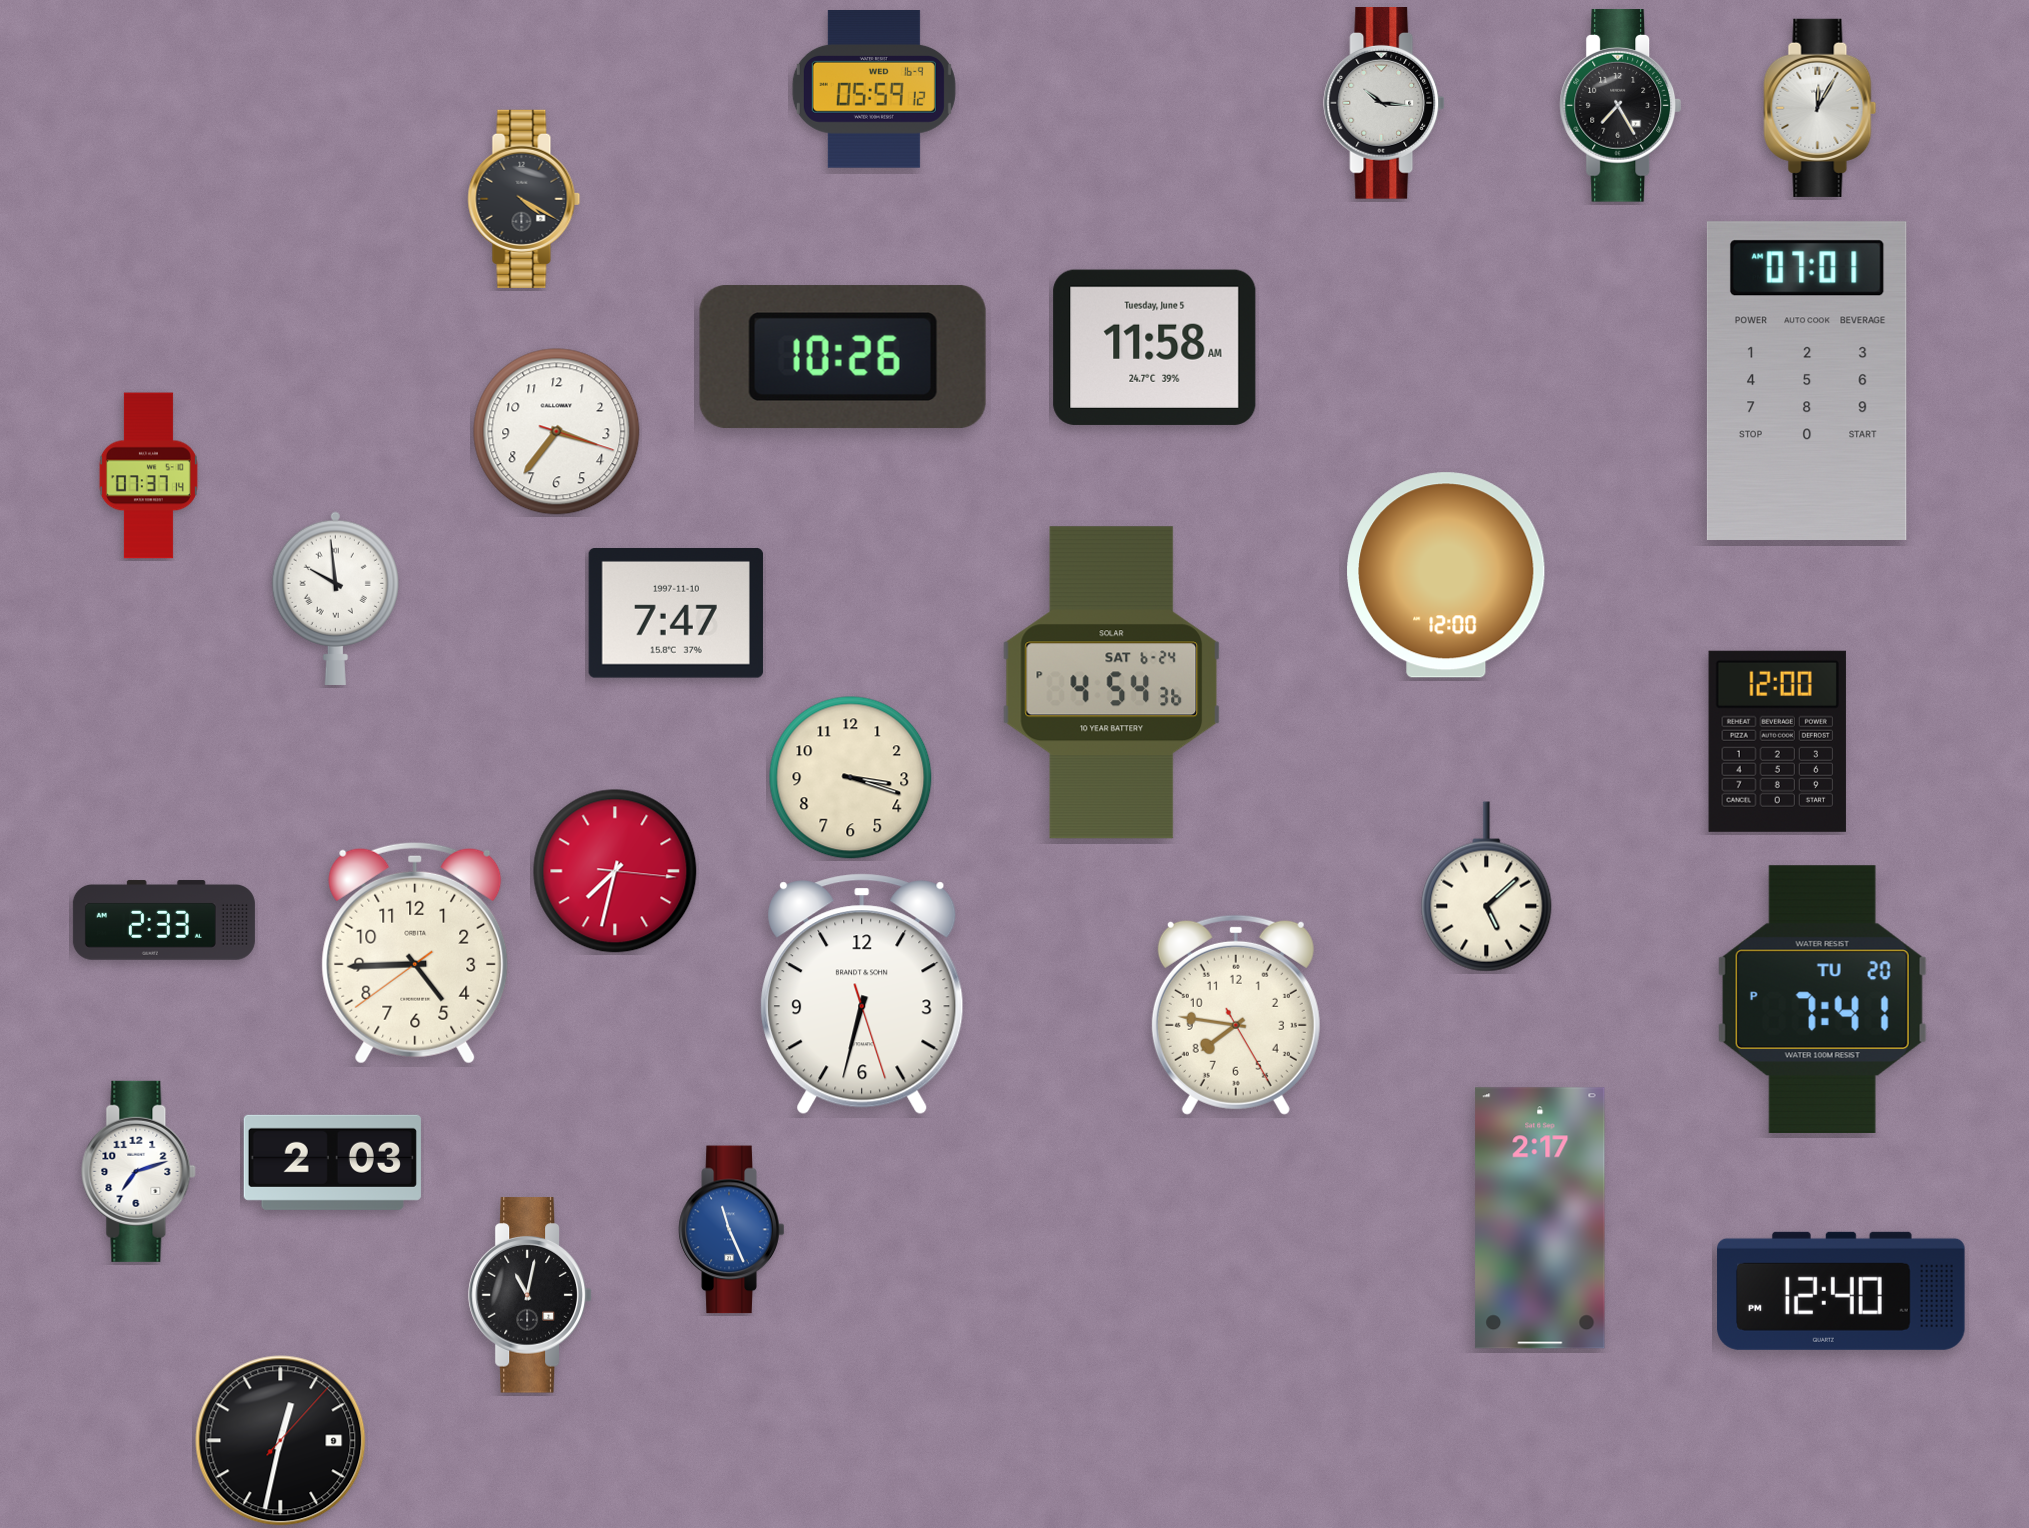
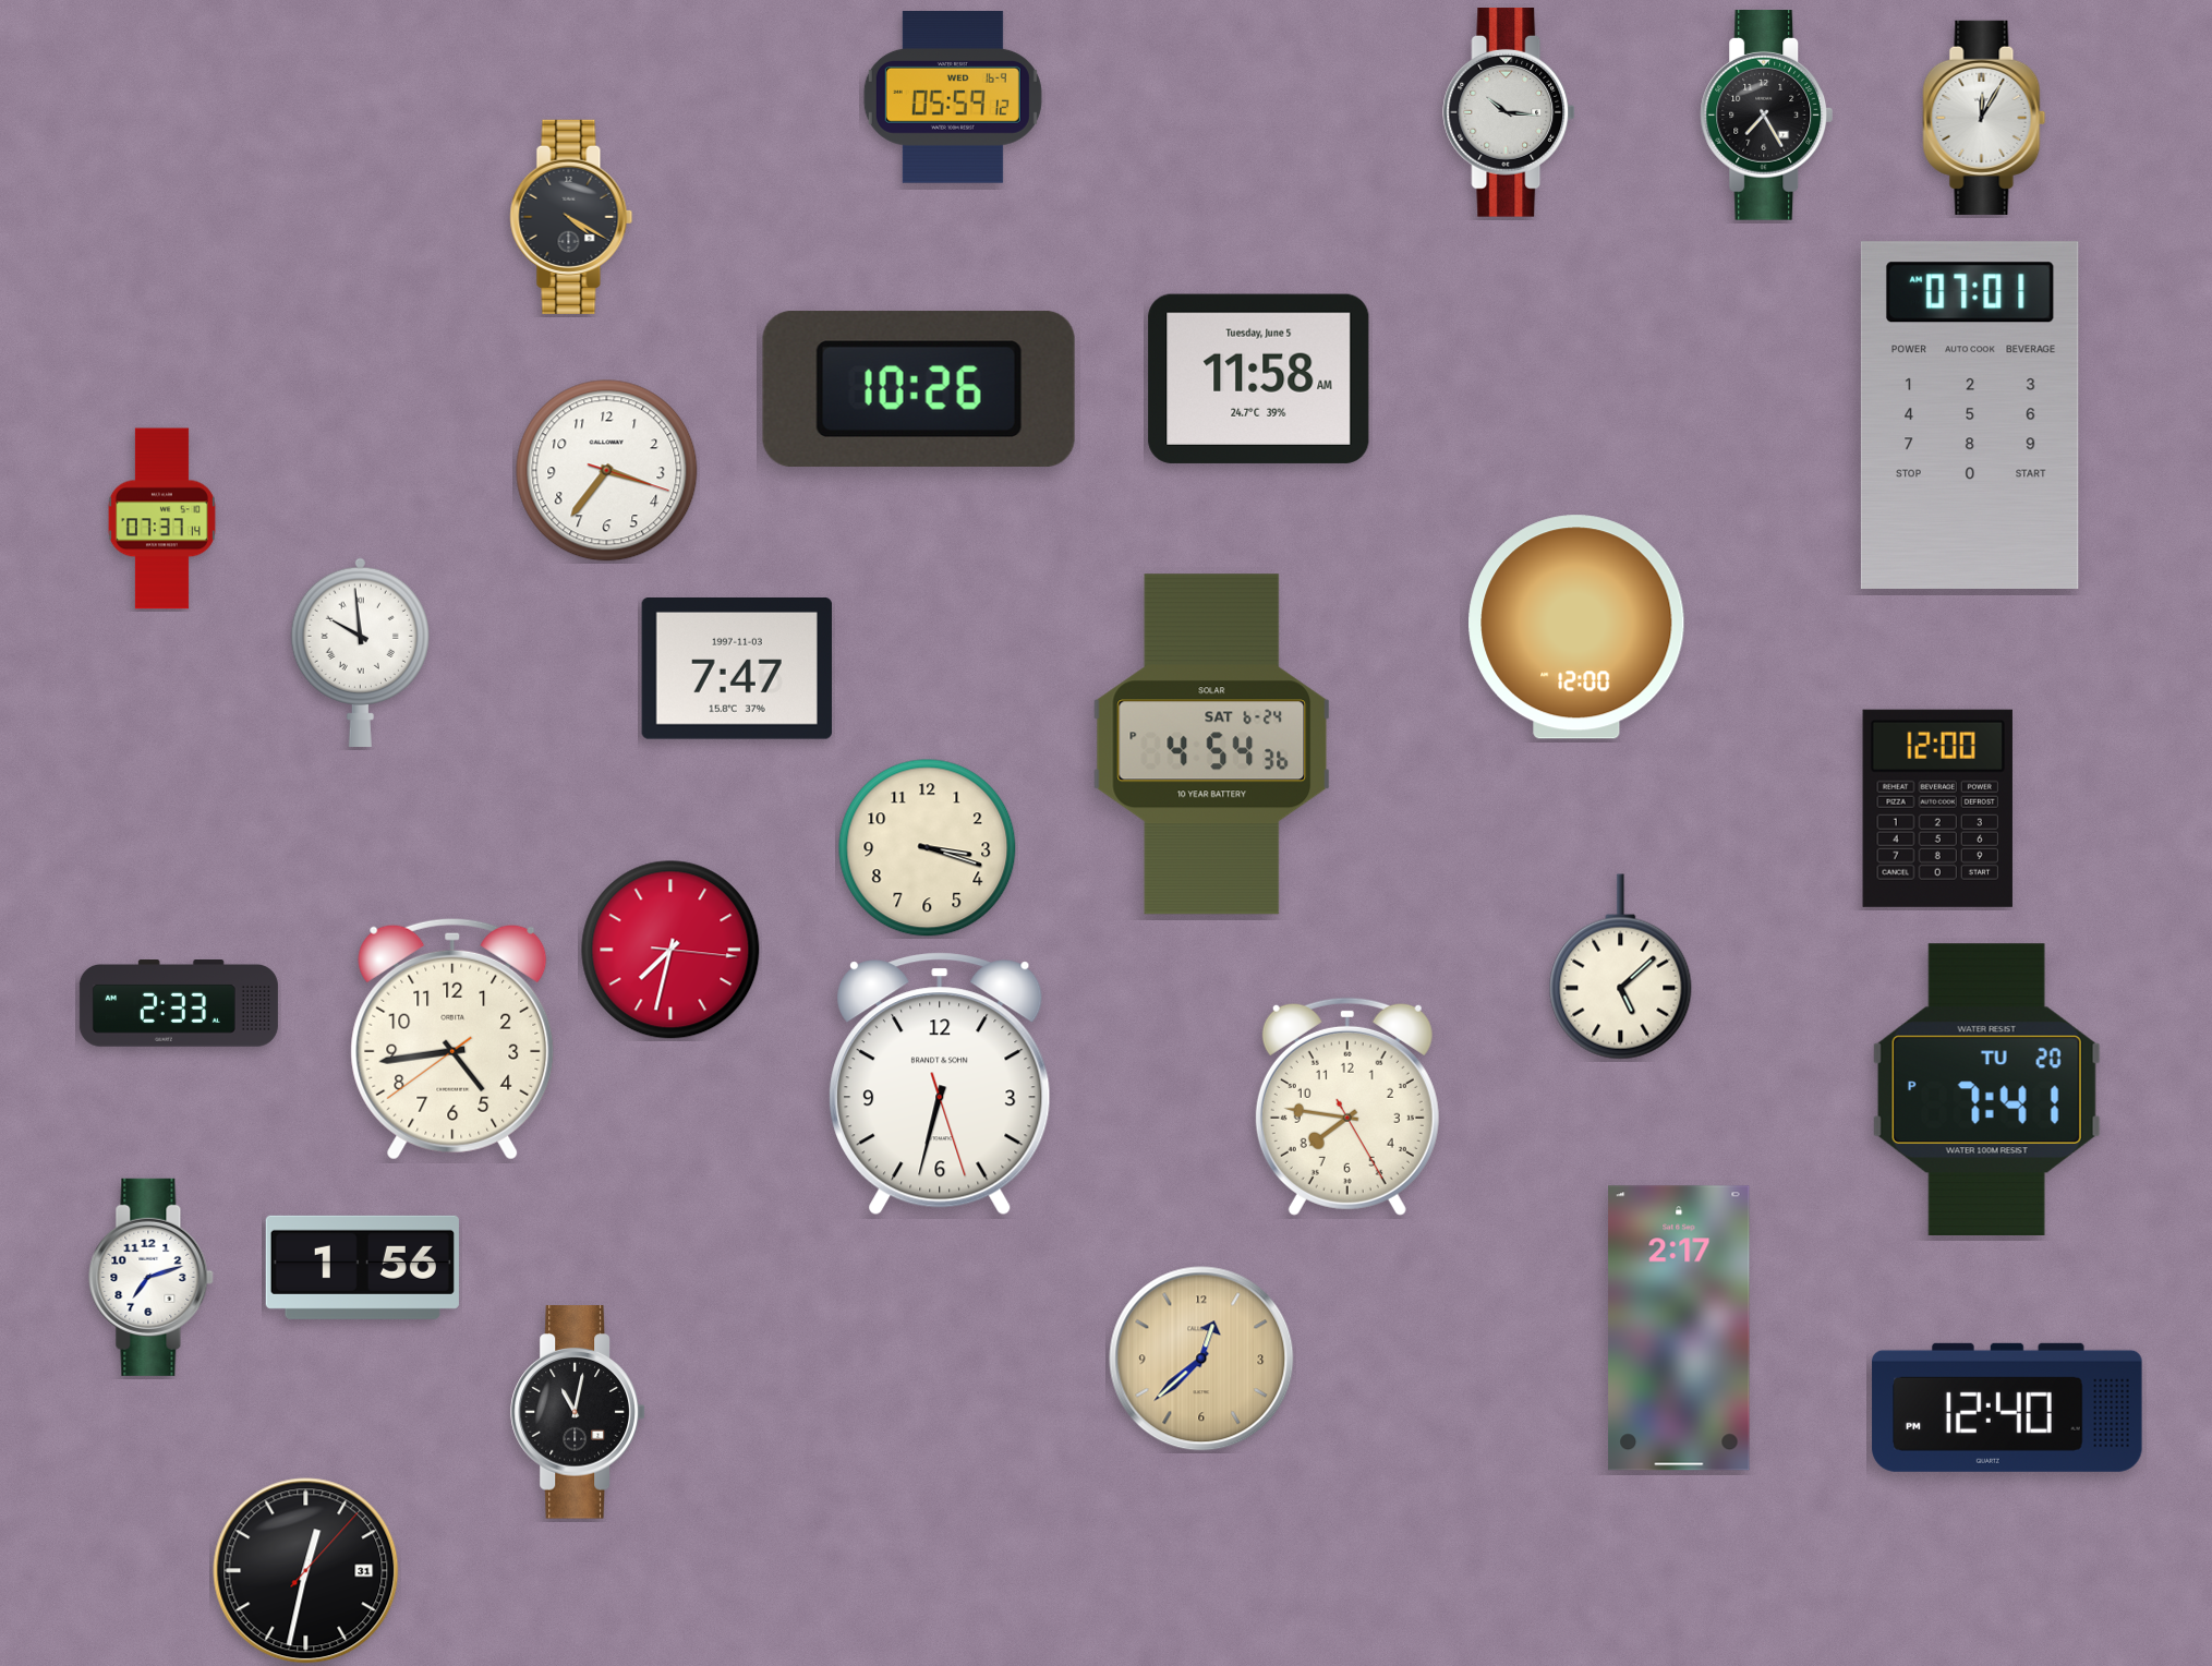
clock at (335, 598) position: (335, 598) -> (360, 652)
clock at (676, 614) date: 1997-11-10 -> 1997-11-03
clock at (415, 953): 4:44 -> 4:43
clock at (332, 1162): 2:03 -> 1:56
clock at (732, 1230): 11:26 -> none
clock at (1201, 1359): none -> 12:38
clock at (281, 1441) date: 9 -> 31
